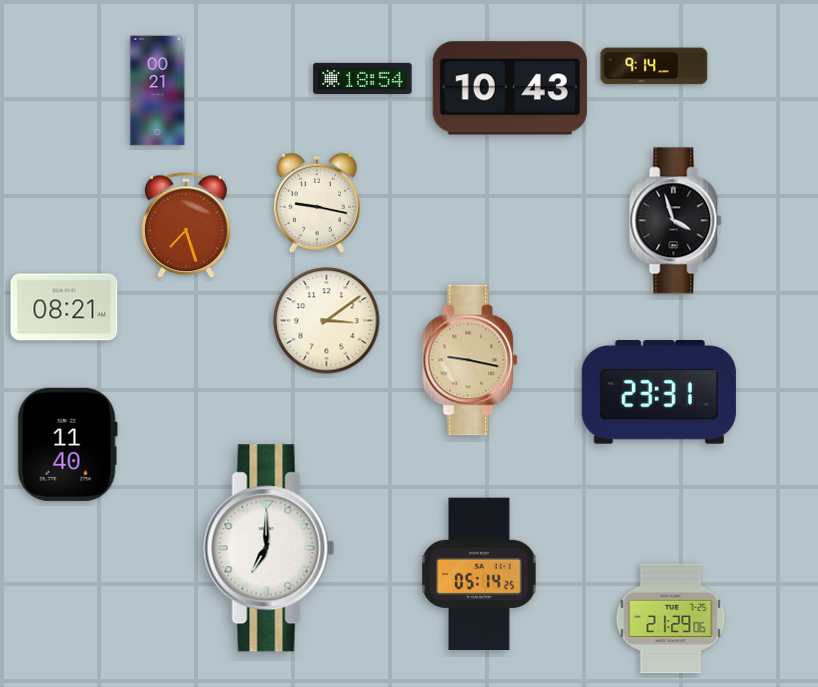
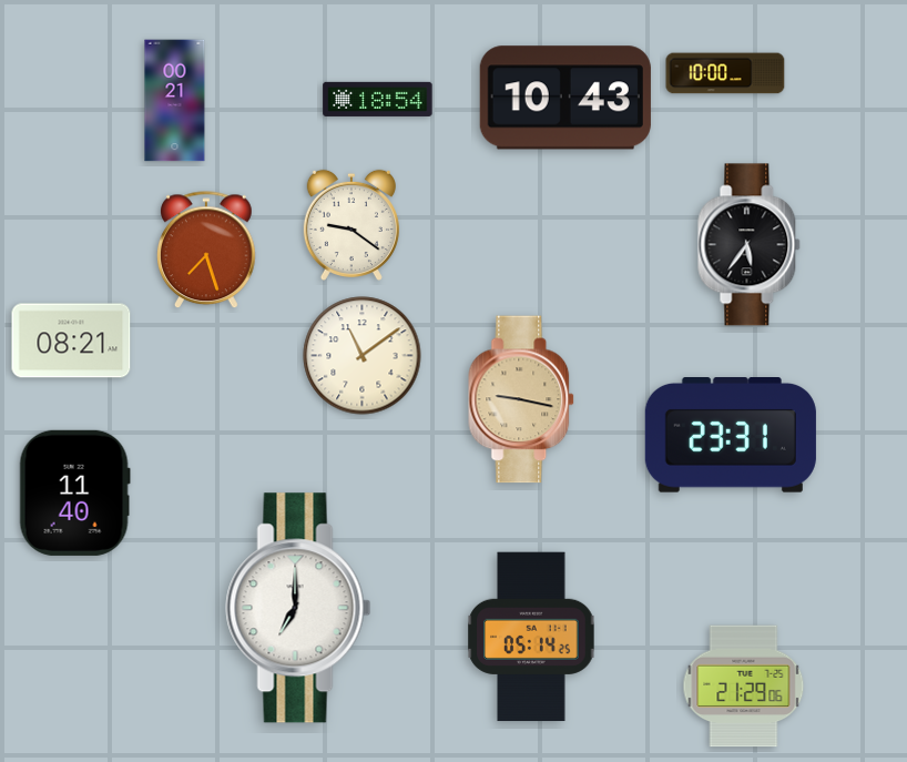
clock at (654, 66): 9:14 -> 10:00
clock at (363, 78) position: (363, 78) -> (378, 99)
clock at (317, 203): 9:17 -> 9:21
clock at (676, 221): 3:57 -> 5:36
clock at (327, 321): 3:09 -> 11:09
